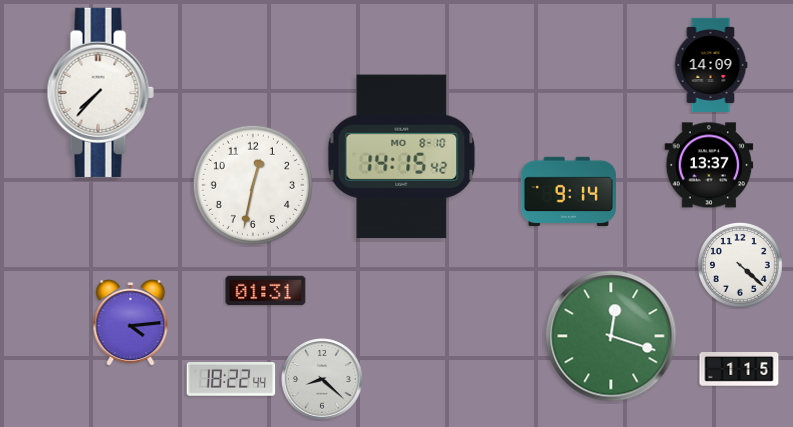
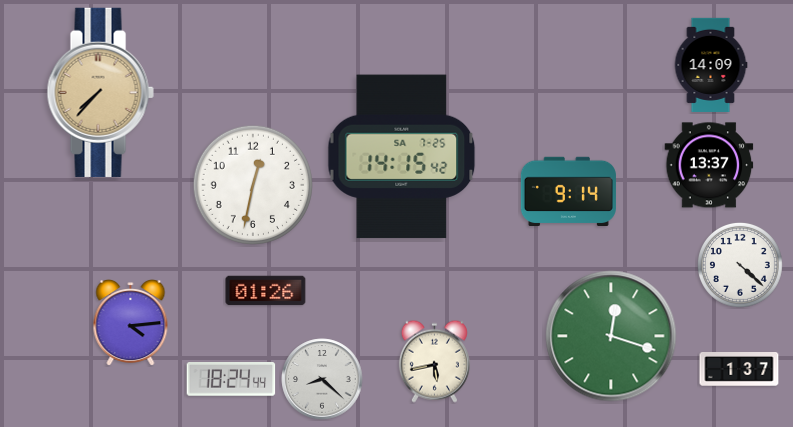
clock at (100, 92) dial: white -> champagne
clock at (402, 157) date: MO 8-10 -> SA 7-25
clock at (266, 291): 01:31 -> 01:26
clock at (434, 361): none -> 5:43
clock at (739, 370): 1:15 -> 1:37
clock at (231, 380): 18:22 -> 18:24
